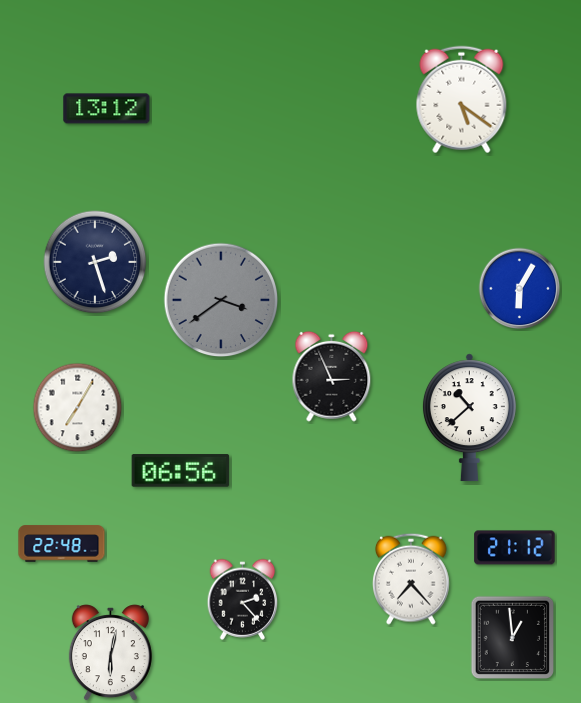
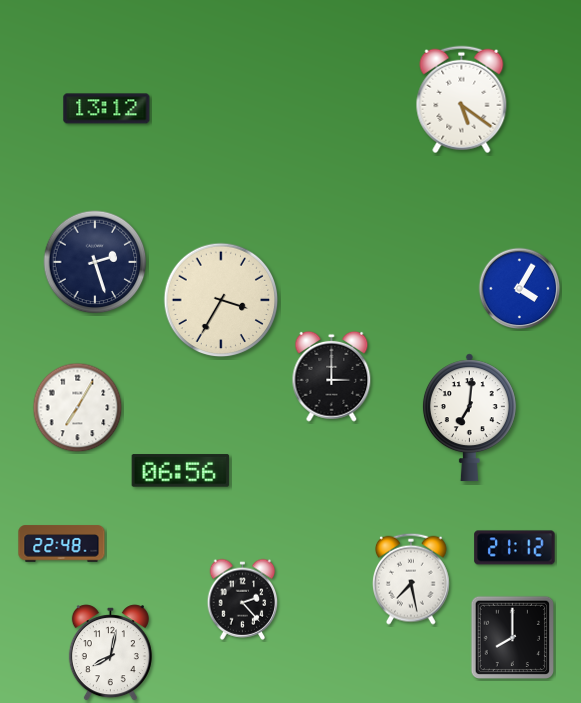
clock at (520, 289): 6:05 -> 4:05
clock at (221, 300): 3:39 -> 3:35
clock at (221, 300) dial: grey -> cream
clock at (332, 376): 2:56 -> 3:00
clock at (469, 418): 10:38 -> 7:01
clock at (412, 579): 7:23 -> 7:28
clock at (512, 637): 12:59 -> 8:00
clock at (110, 653): 6:02 -> 8:02
